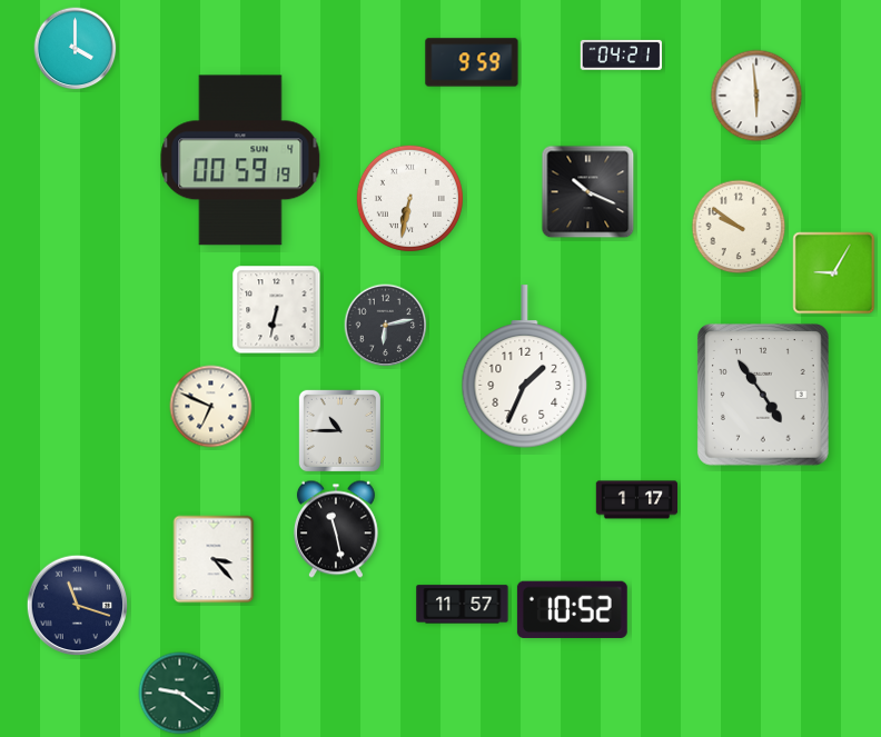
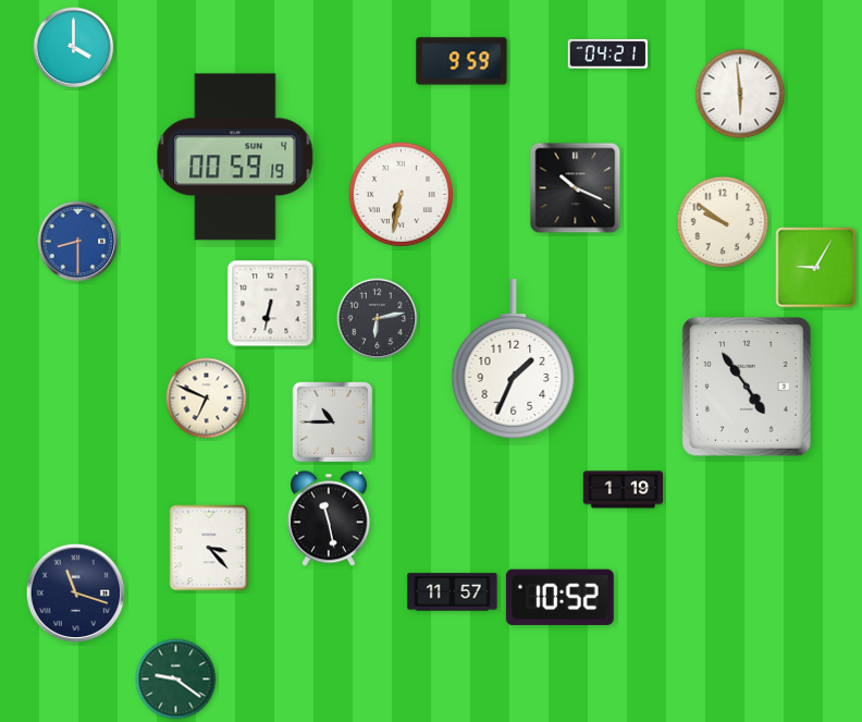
clock at (78, 242): none -> 8:30
clock at (637, 500): 1:17 -> 1:19
